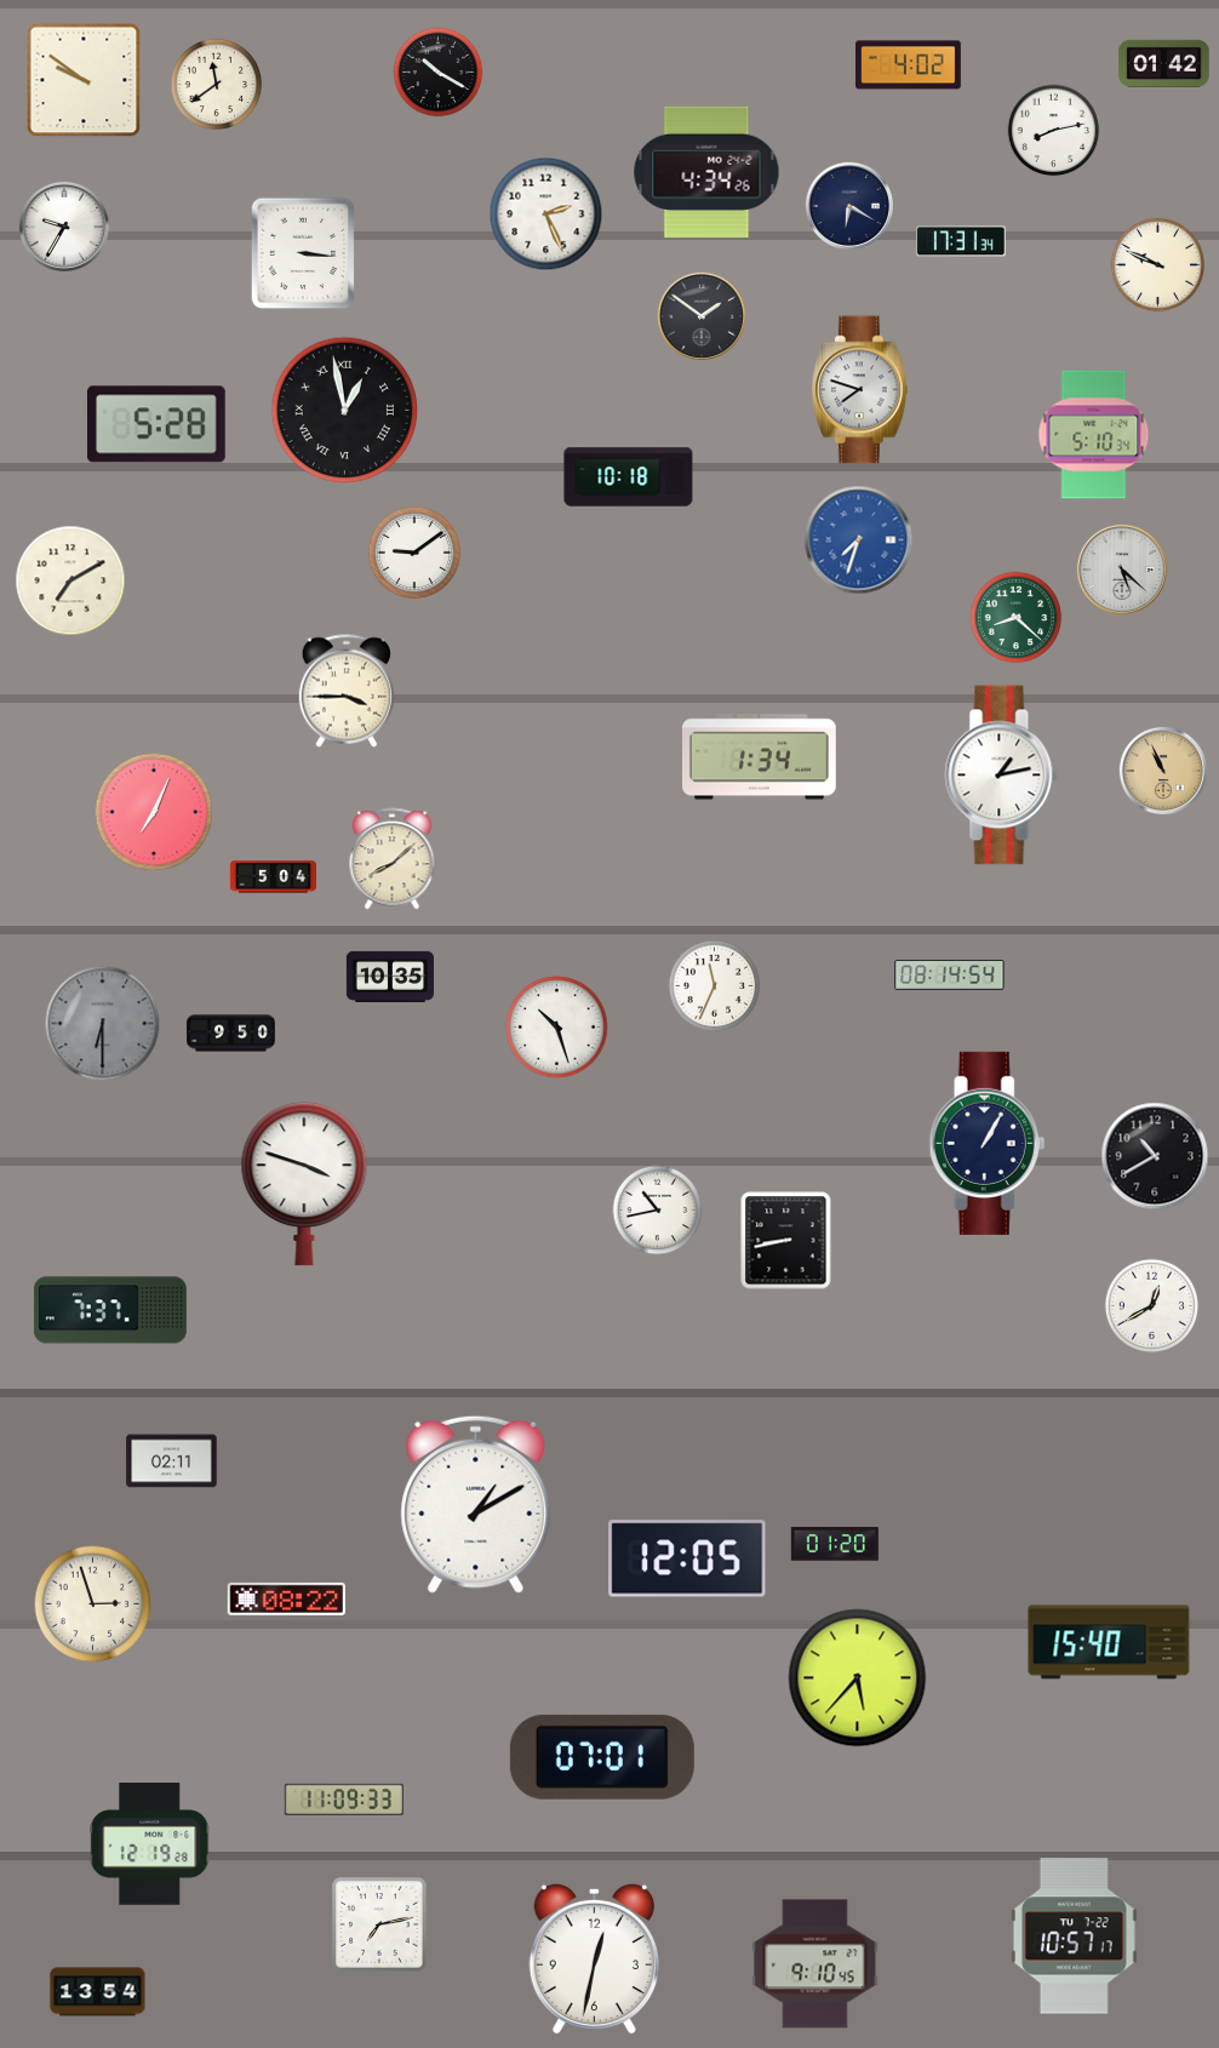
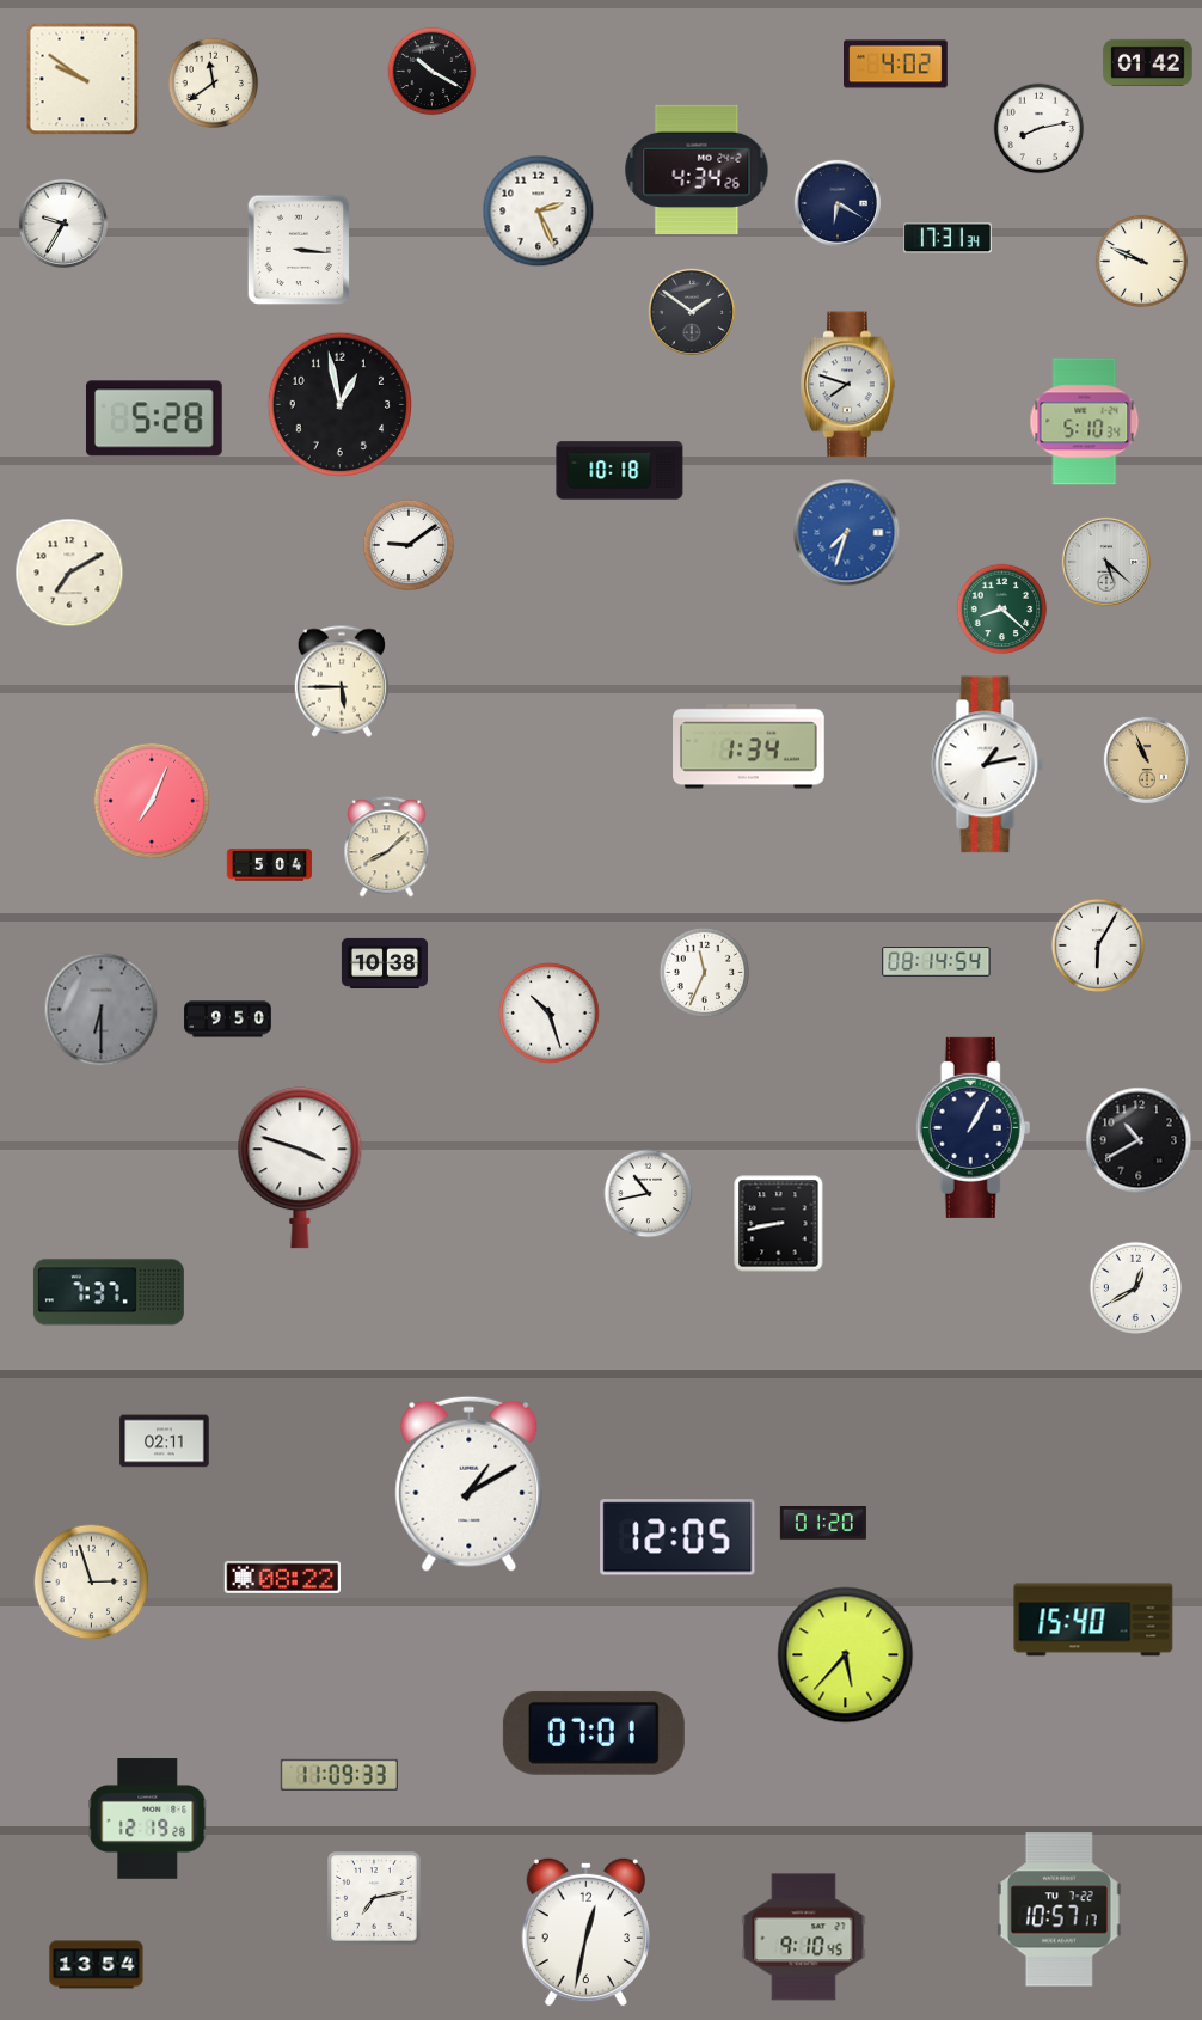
clock at (344, 410) numerals: Roman -> Arabic
clock at (1094, 435) position: (1094, 435) -> (1085, 422)
clock at (345, 691): 3:45 -> 5:45
clock at (1098, 945): none -> 6:05
clock at (390, 977): 10:35 -> 10:38
clock at (786, 1241) position: (786, 1241) -> (779, 1224)
clock at (172, 1461) position: (172, 1461) -> (165, 1441)
